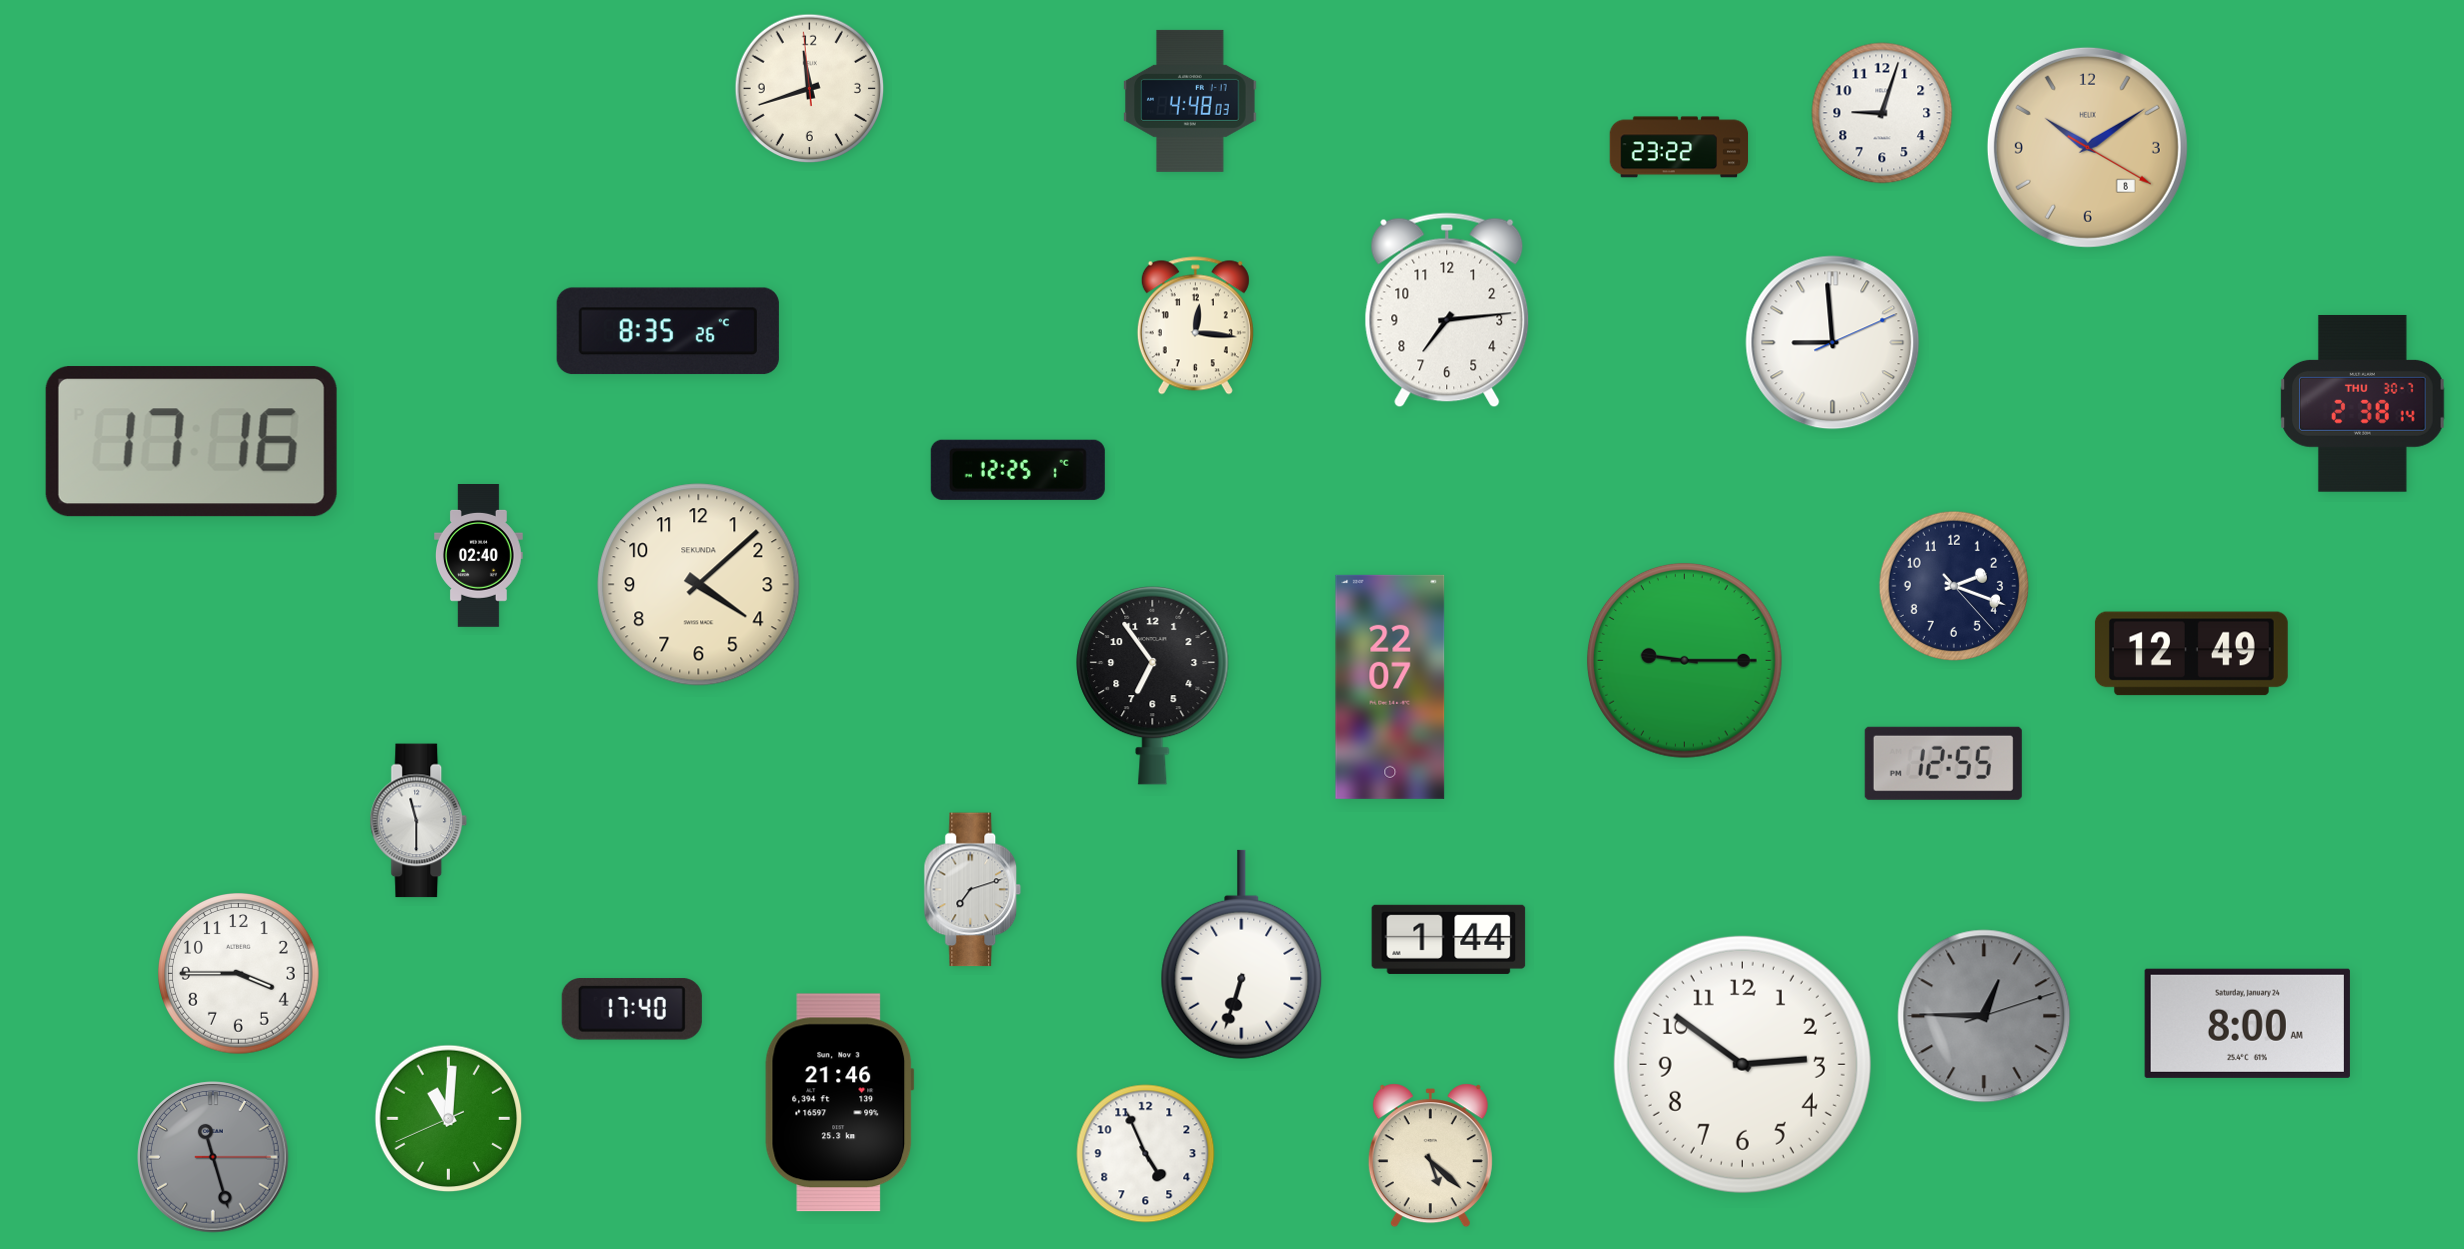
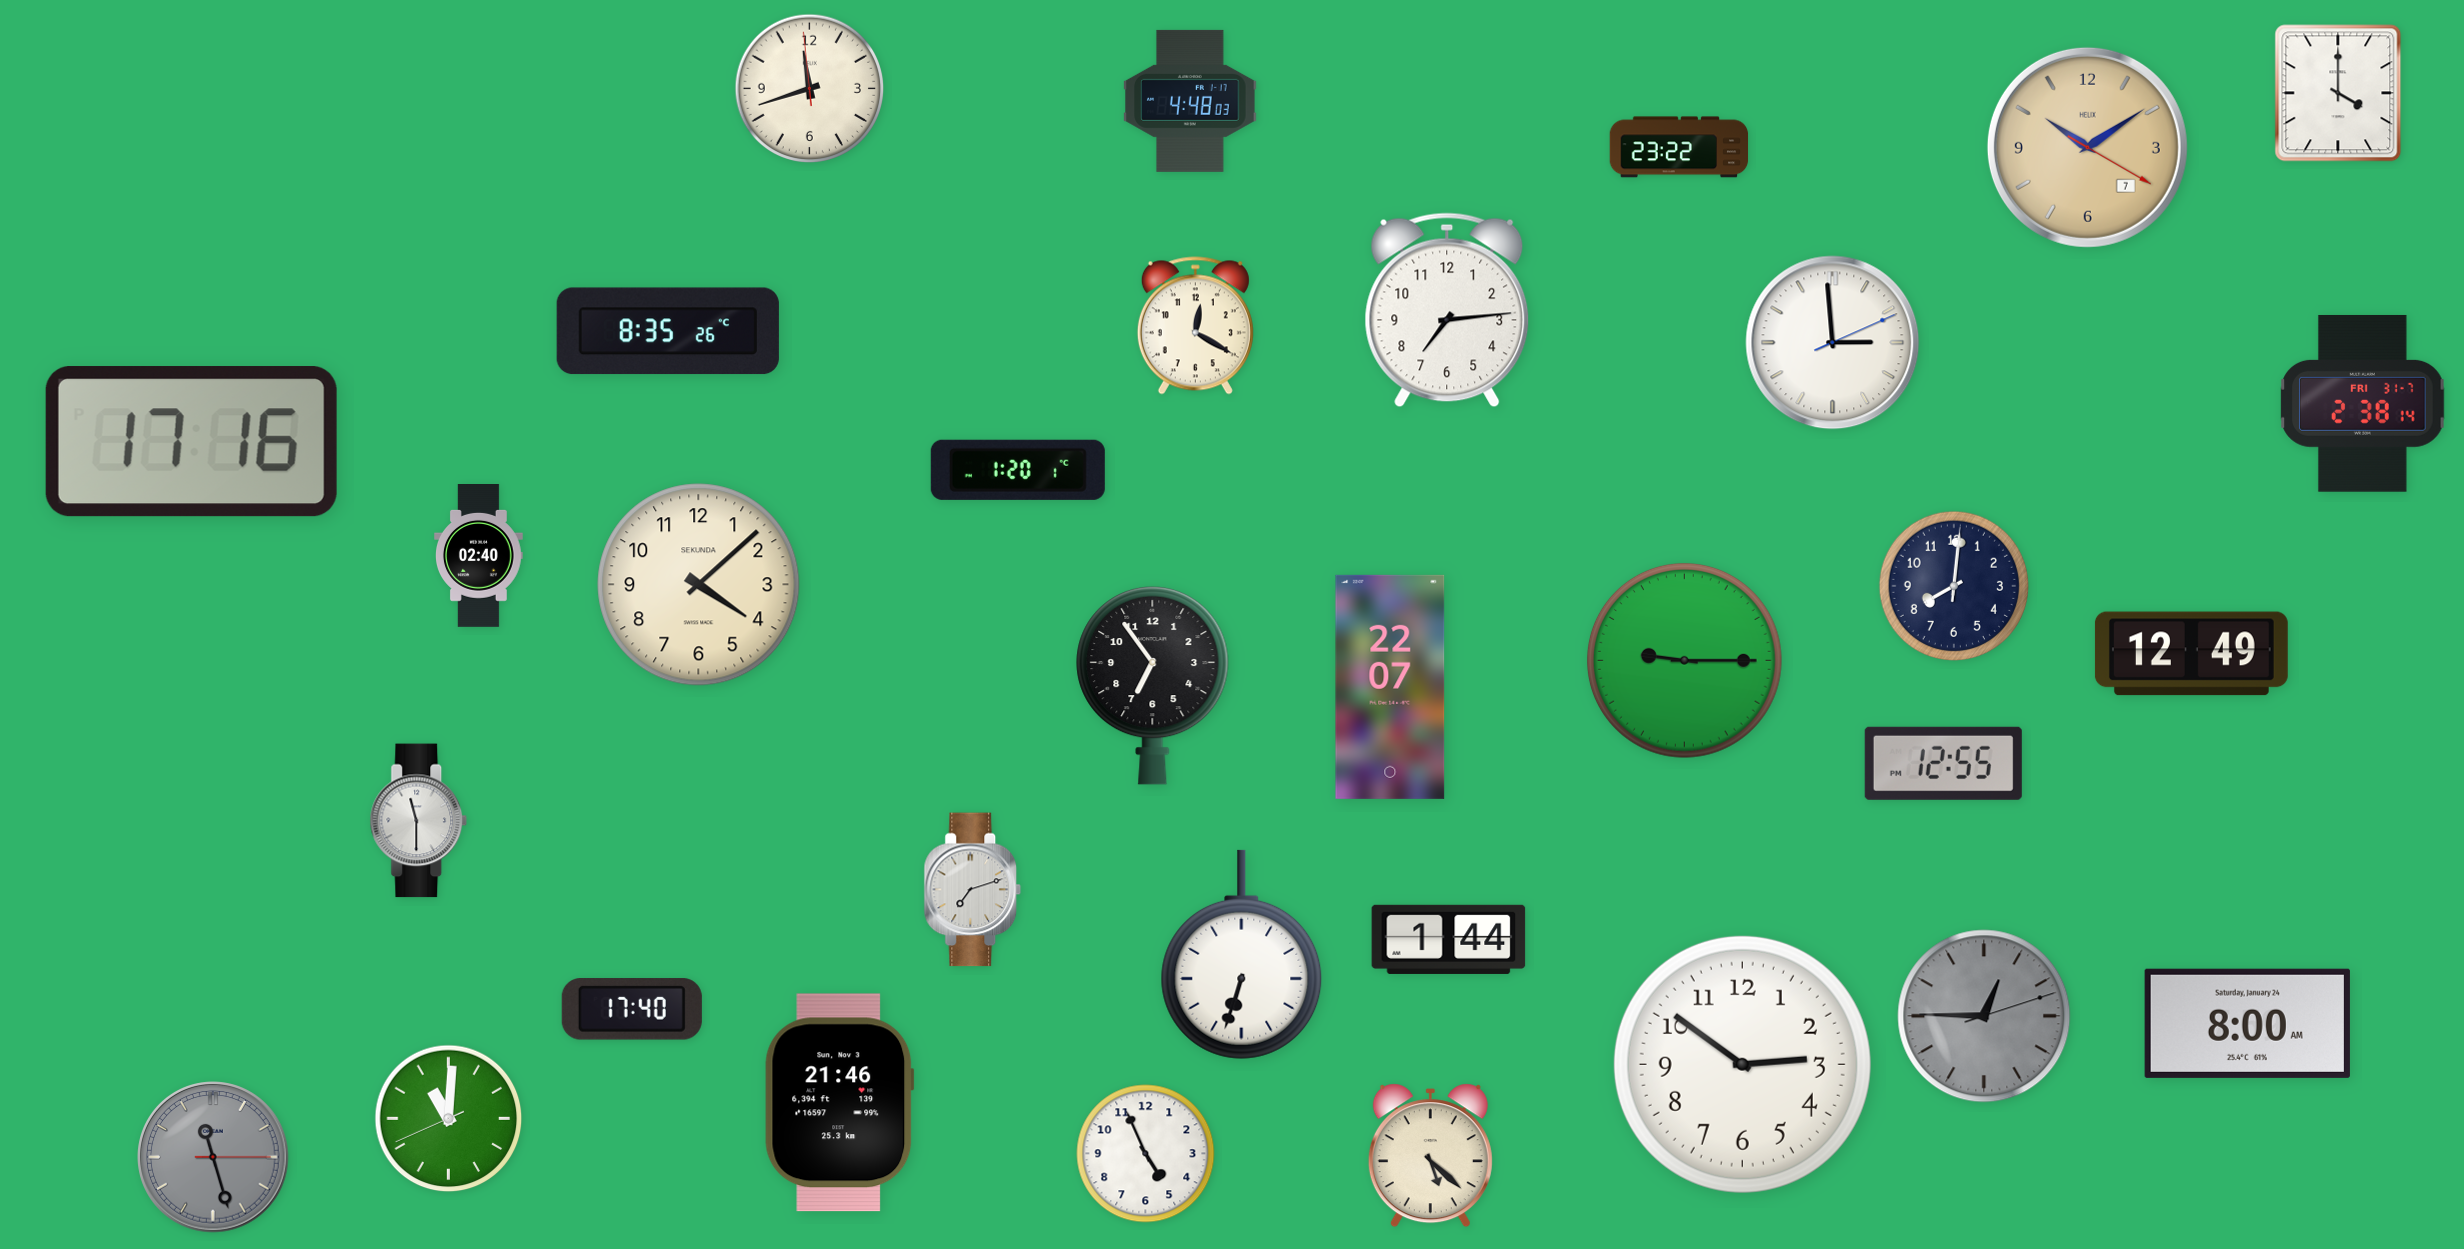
clock at (2338, 93): none -> 4:00
clock at (1882, 113): 9:03 -> none
clock at (2087, 147) date: 8 -> 7
clock at (1195, 326): 12:16 -> 12:20
clock at (1833, 343): 8:59 -> 2:59
clock at (2363, 403) date: THU 30-7 -> FRI 31-7
clock at (1018, 470): 12:25 -> 1:20
clock at (1953, 585): 2:18 -> 8:01
clock at (239, 974): 3:45 -> none
